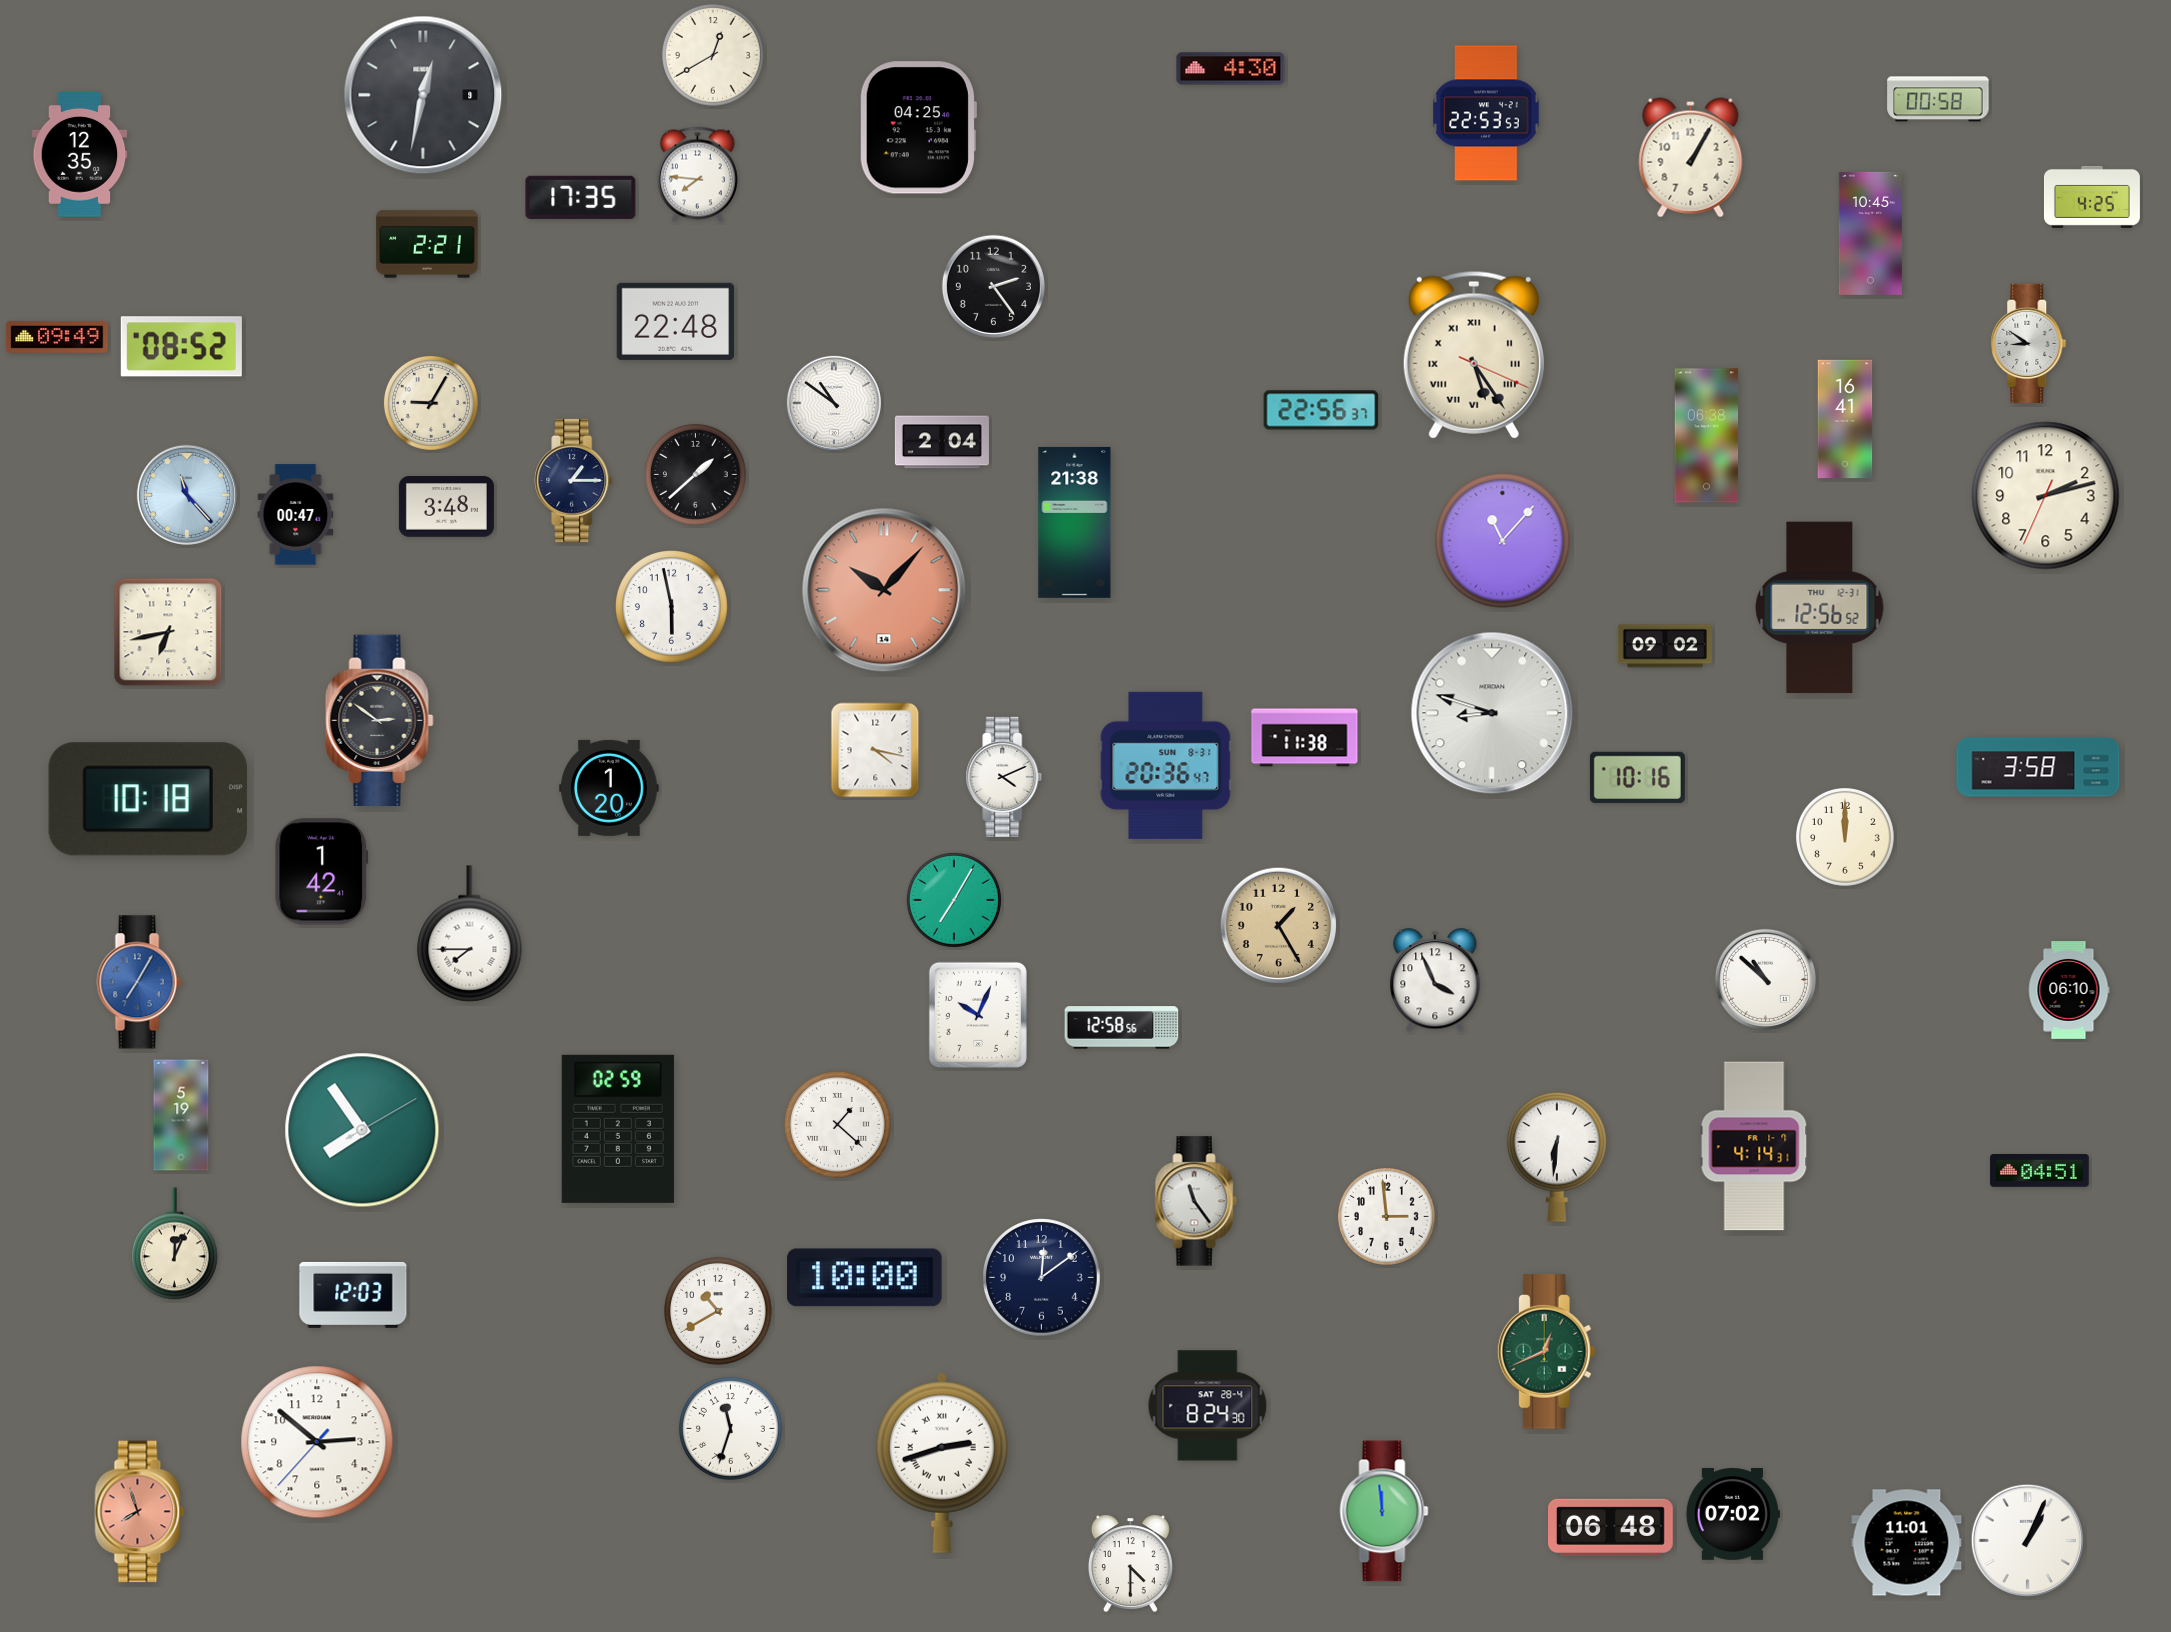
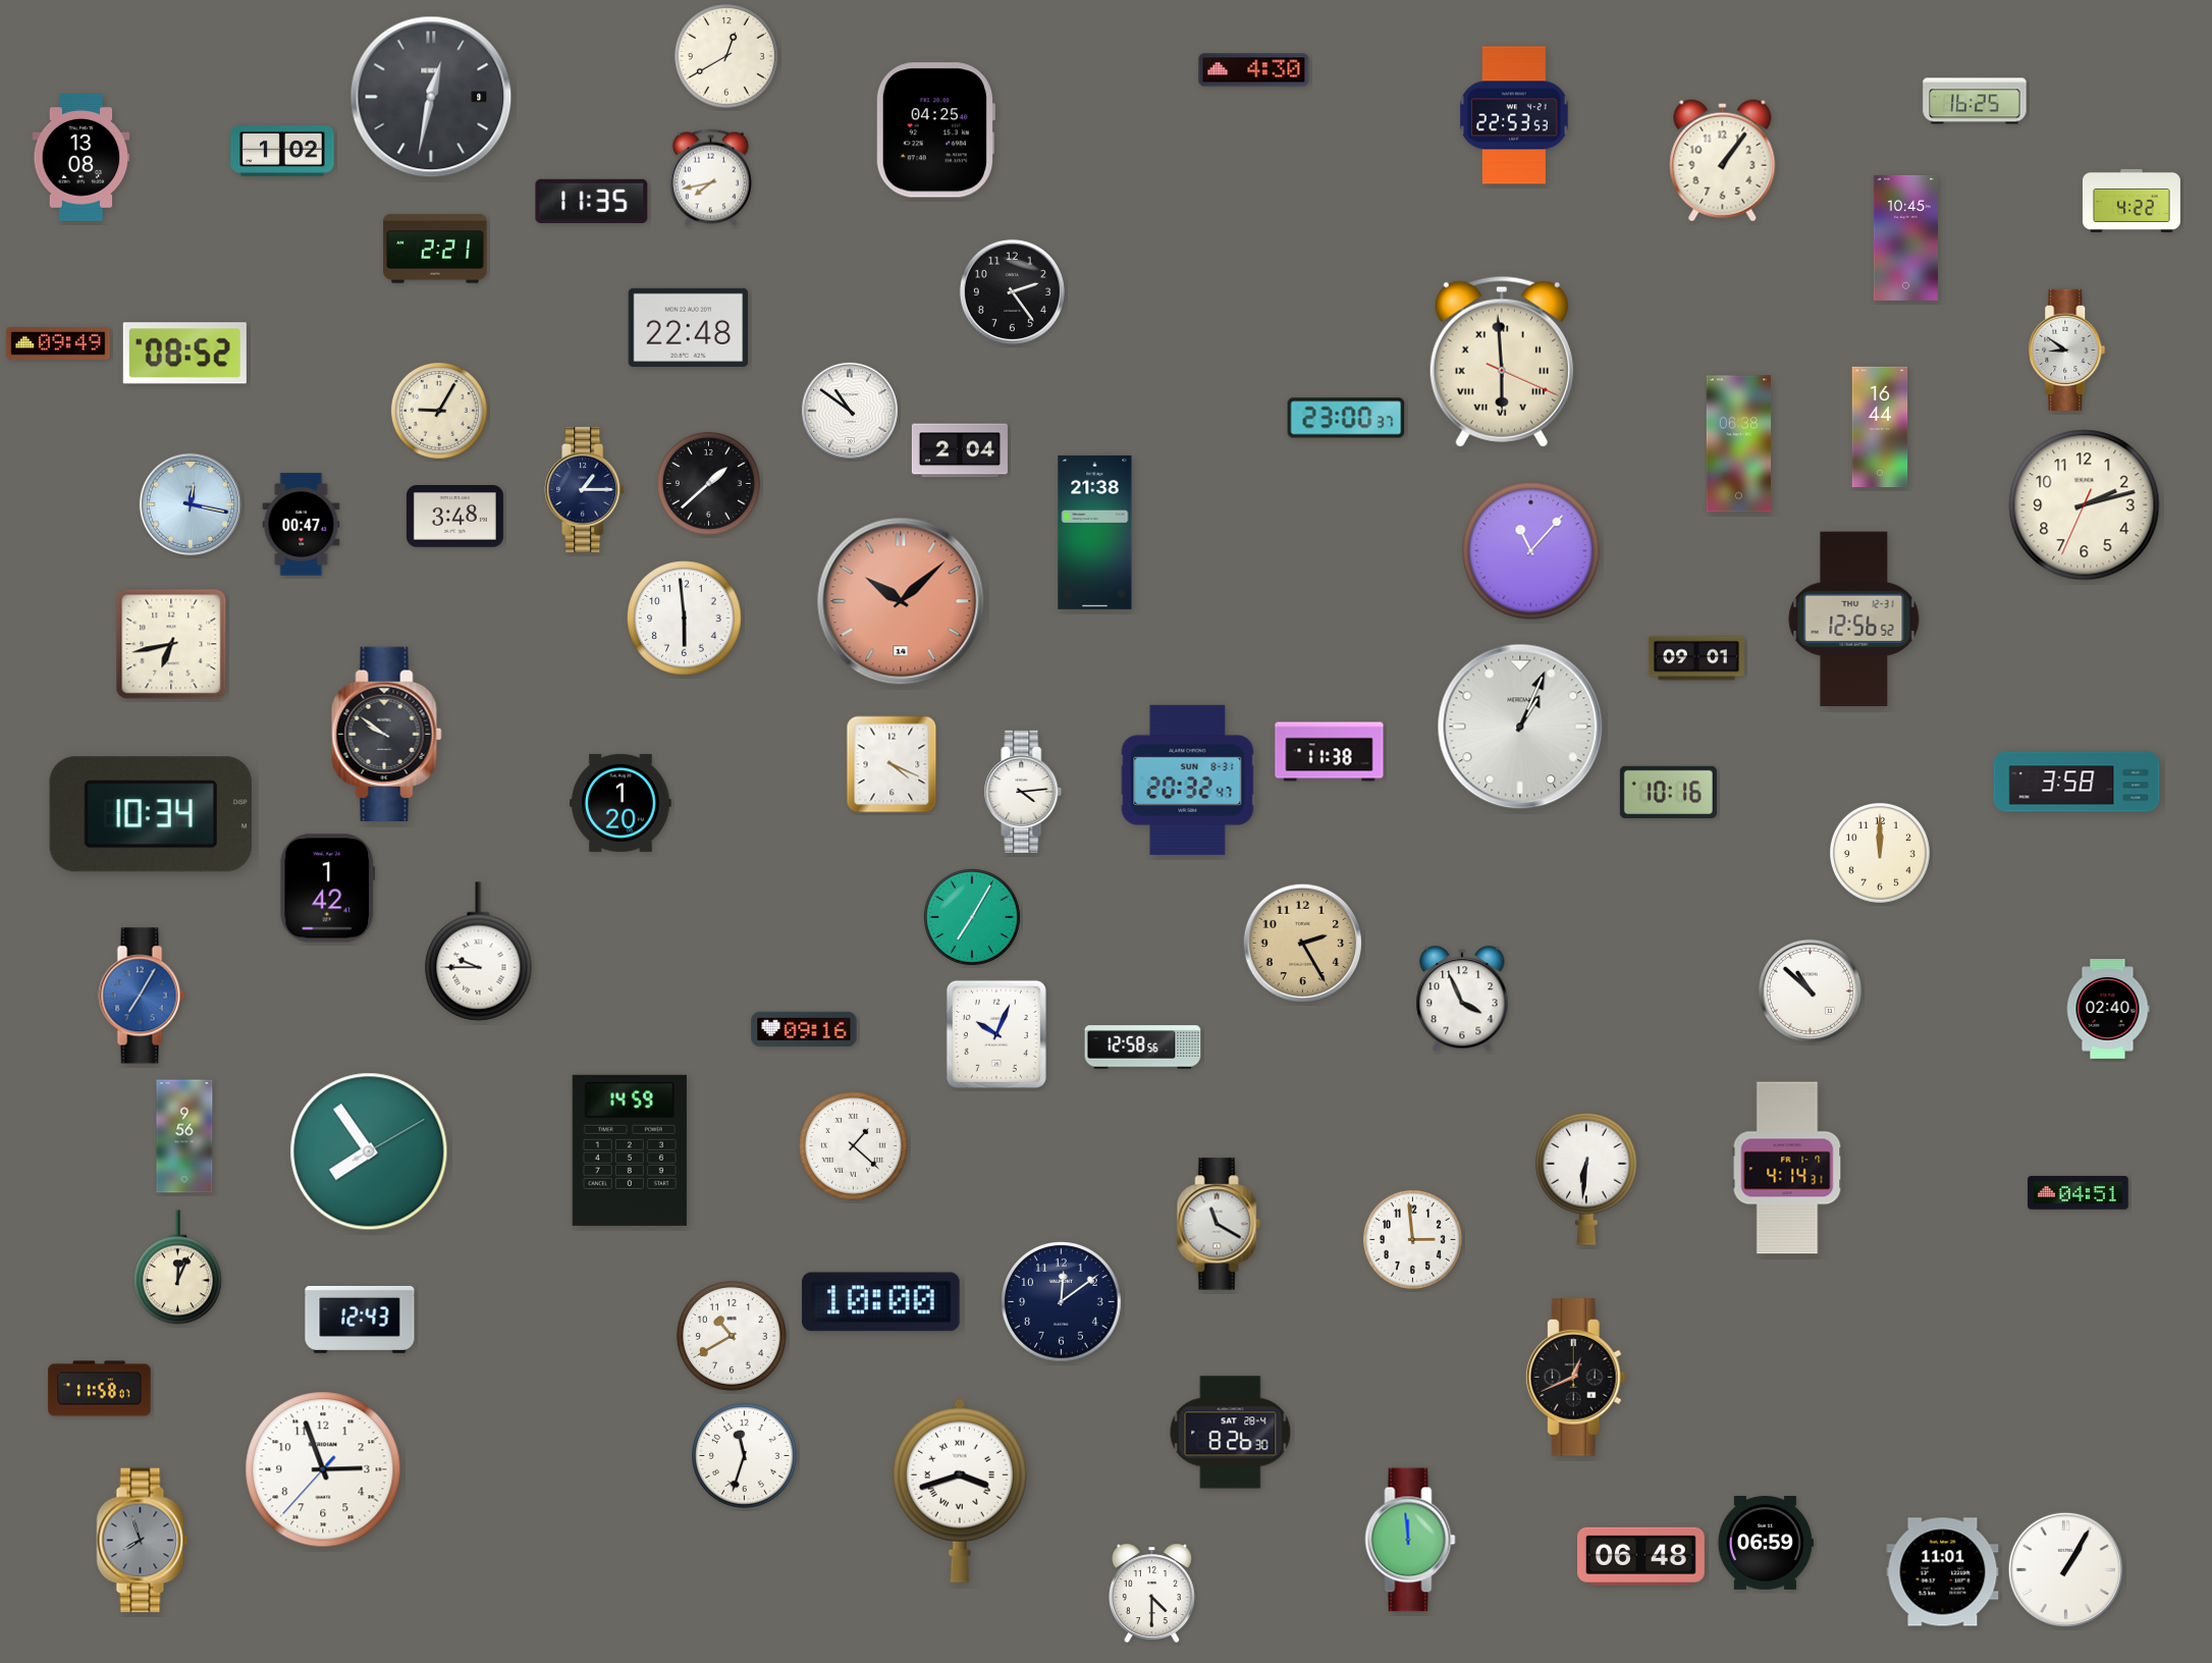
clock at (1938, 99): 00:58 -> 16:25
clock at (282, 152): none -> 1:02
clock at (80, 155): 12:35 -> 13:08
clock at (1691, 158): 1:05 -> 1:06
clock at (697, 175): 7:46 -> 7:43
clock at (581, 197): 17:35 -> 11:35
clock at (2092, 197): 4:25 -> 4:22
clock at (1474, 355): 5:24 -> 5:59
clock at (1321, 410): 22:56 -> 23:00
clock at (1845, 419): 16:41 -> 16:44
clock at (187, 495): 11:23 -> 12:17
clock at (884, 590): 10:07 -> 10:08
clock at (672, 607): 5:58 -> 5:59
clock at (1665, 646): 09:02 -> 09:01
clock at (1492, 713): 8:48 -> 1:04
clock at (380, 720): 2:51 -> 9:51
clock at (875, 750): 4:17 -> 4:19
clock at (1166, 765): 20:36 -> 20:32
clock at (1004, 777): 4:11 -> 4:14
clock at (148, 799): 10:18 -> 10:34
clock at (1278, 925): 1:25 -> 2:25
clock at (470, 934): 7:45 -> 9:45
clock at (1765, 979) position: (1765, 979) -> (1810, 990)
clock at (139, 982) position: (139, 982) -> (142, 996)
clock at (2069, 991): 06:10 -> 02:40
clock at (804, 1029): none -> 09:16
clock at (181, 1115): 5:19 -> 9:56
clock at (618, 1129): 02:59 -> 14:59
clock at (1196, 1201): 11:24 -> 11:20
clock at (353, 1295): 12:03 -> 12:43
clock at (1546, 1352) dial: green -> black
clock at (100, 1389): none -> 11:58
clock at (1208, 1406): 8:24 -> 8:26
clock at (317, 1442): 2:51 -> 2:56
clock at (942, 1463): 2:42 -> 3:42
clock at (140, 1512) dial: salmon -> grey
clock at (1733, 1515): 07:02 -> 06:59
clock at (2027, 1540): 1:04 -> 1:05
